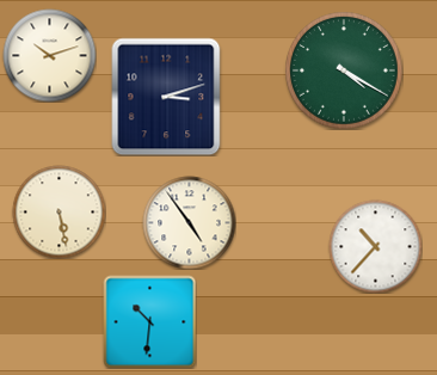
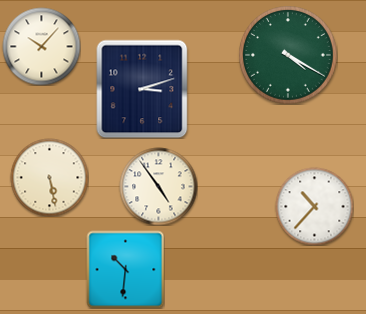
clock at (49, 55): 10:12 -> 10:07
clock at (345, 72) position: (345, 72) -> (289, 56)
clock at (166, 97) position: (166, 97) -> (142, 89)
